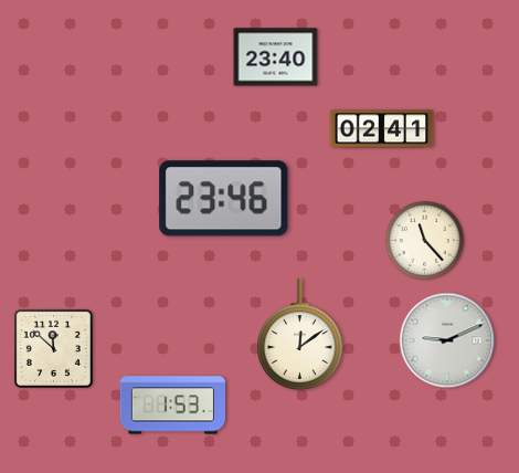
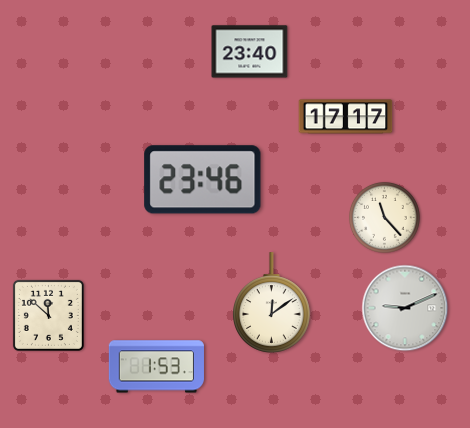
clock at (382, 129): 02:41 -> 17:17
